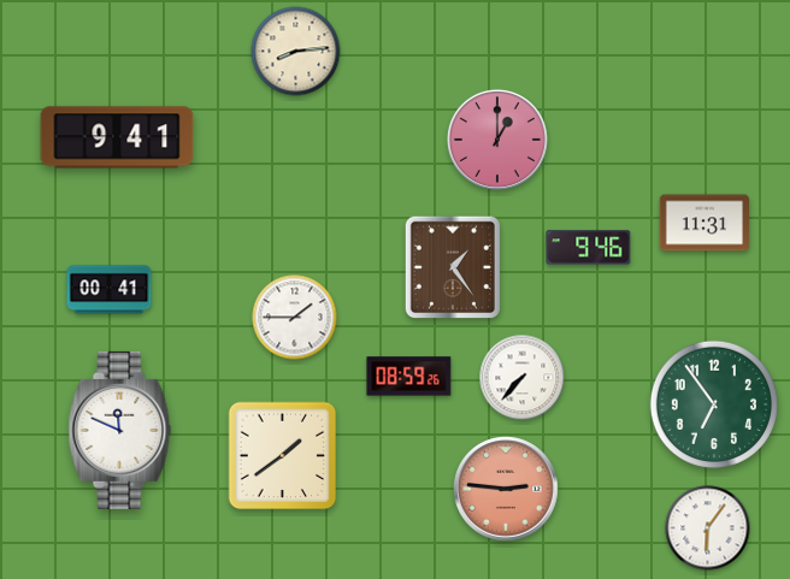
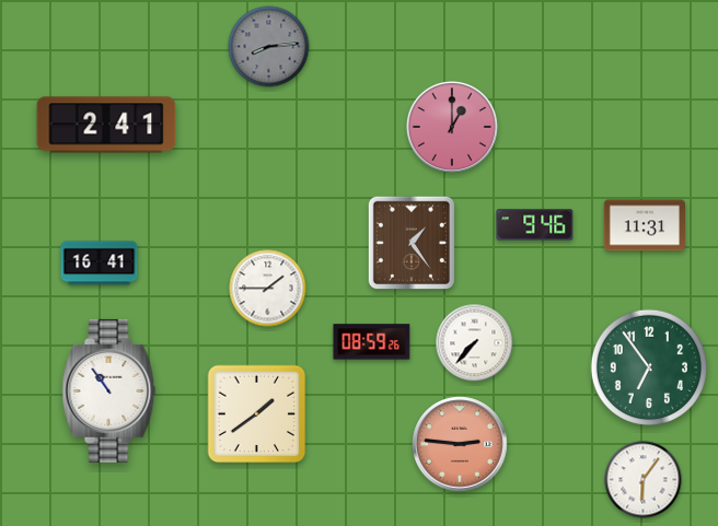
clock at (296, 52) dial: cream -> grey
clock at (117, 137): 9:41 -> 2:41
clock at (704, 223) position: (704, 223) -> (645, 225)
clock at (110, 290): 00:41 -> 16:41
clock at (120, 430): 11:49 -> 10:54
